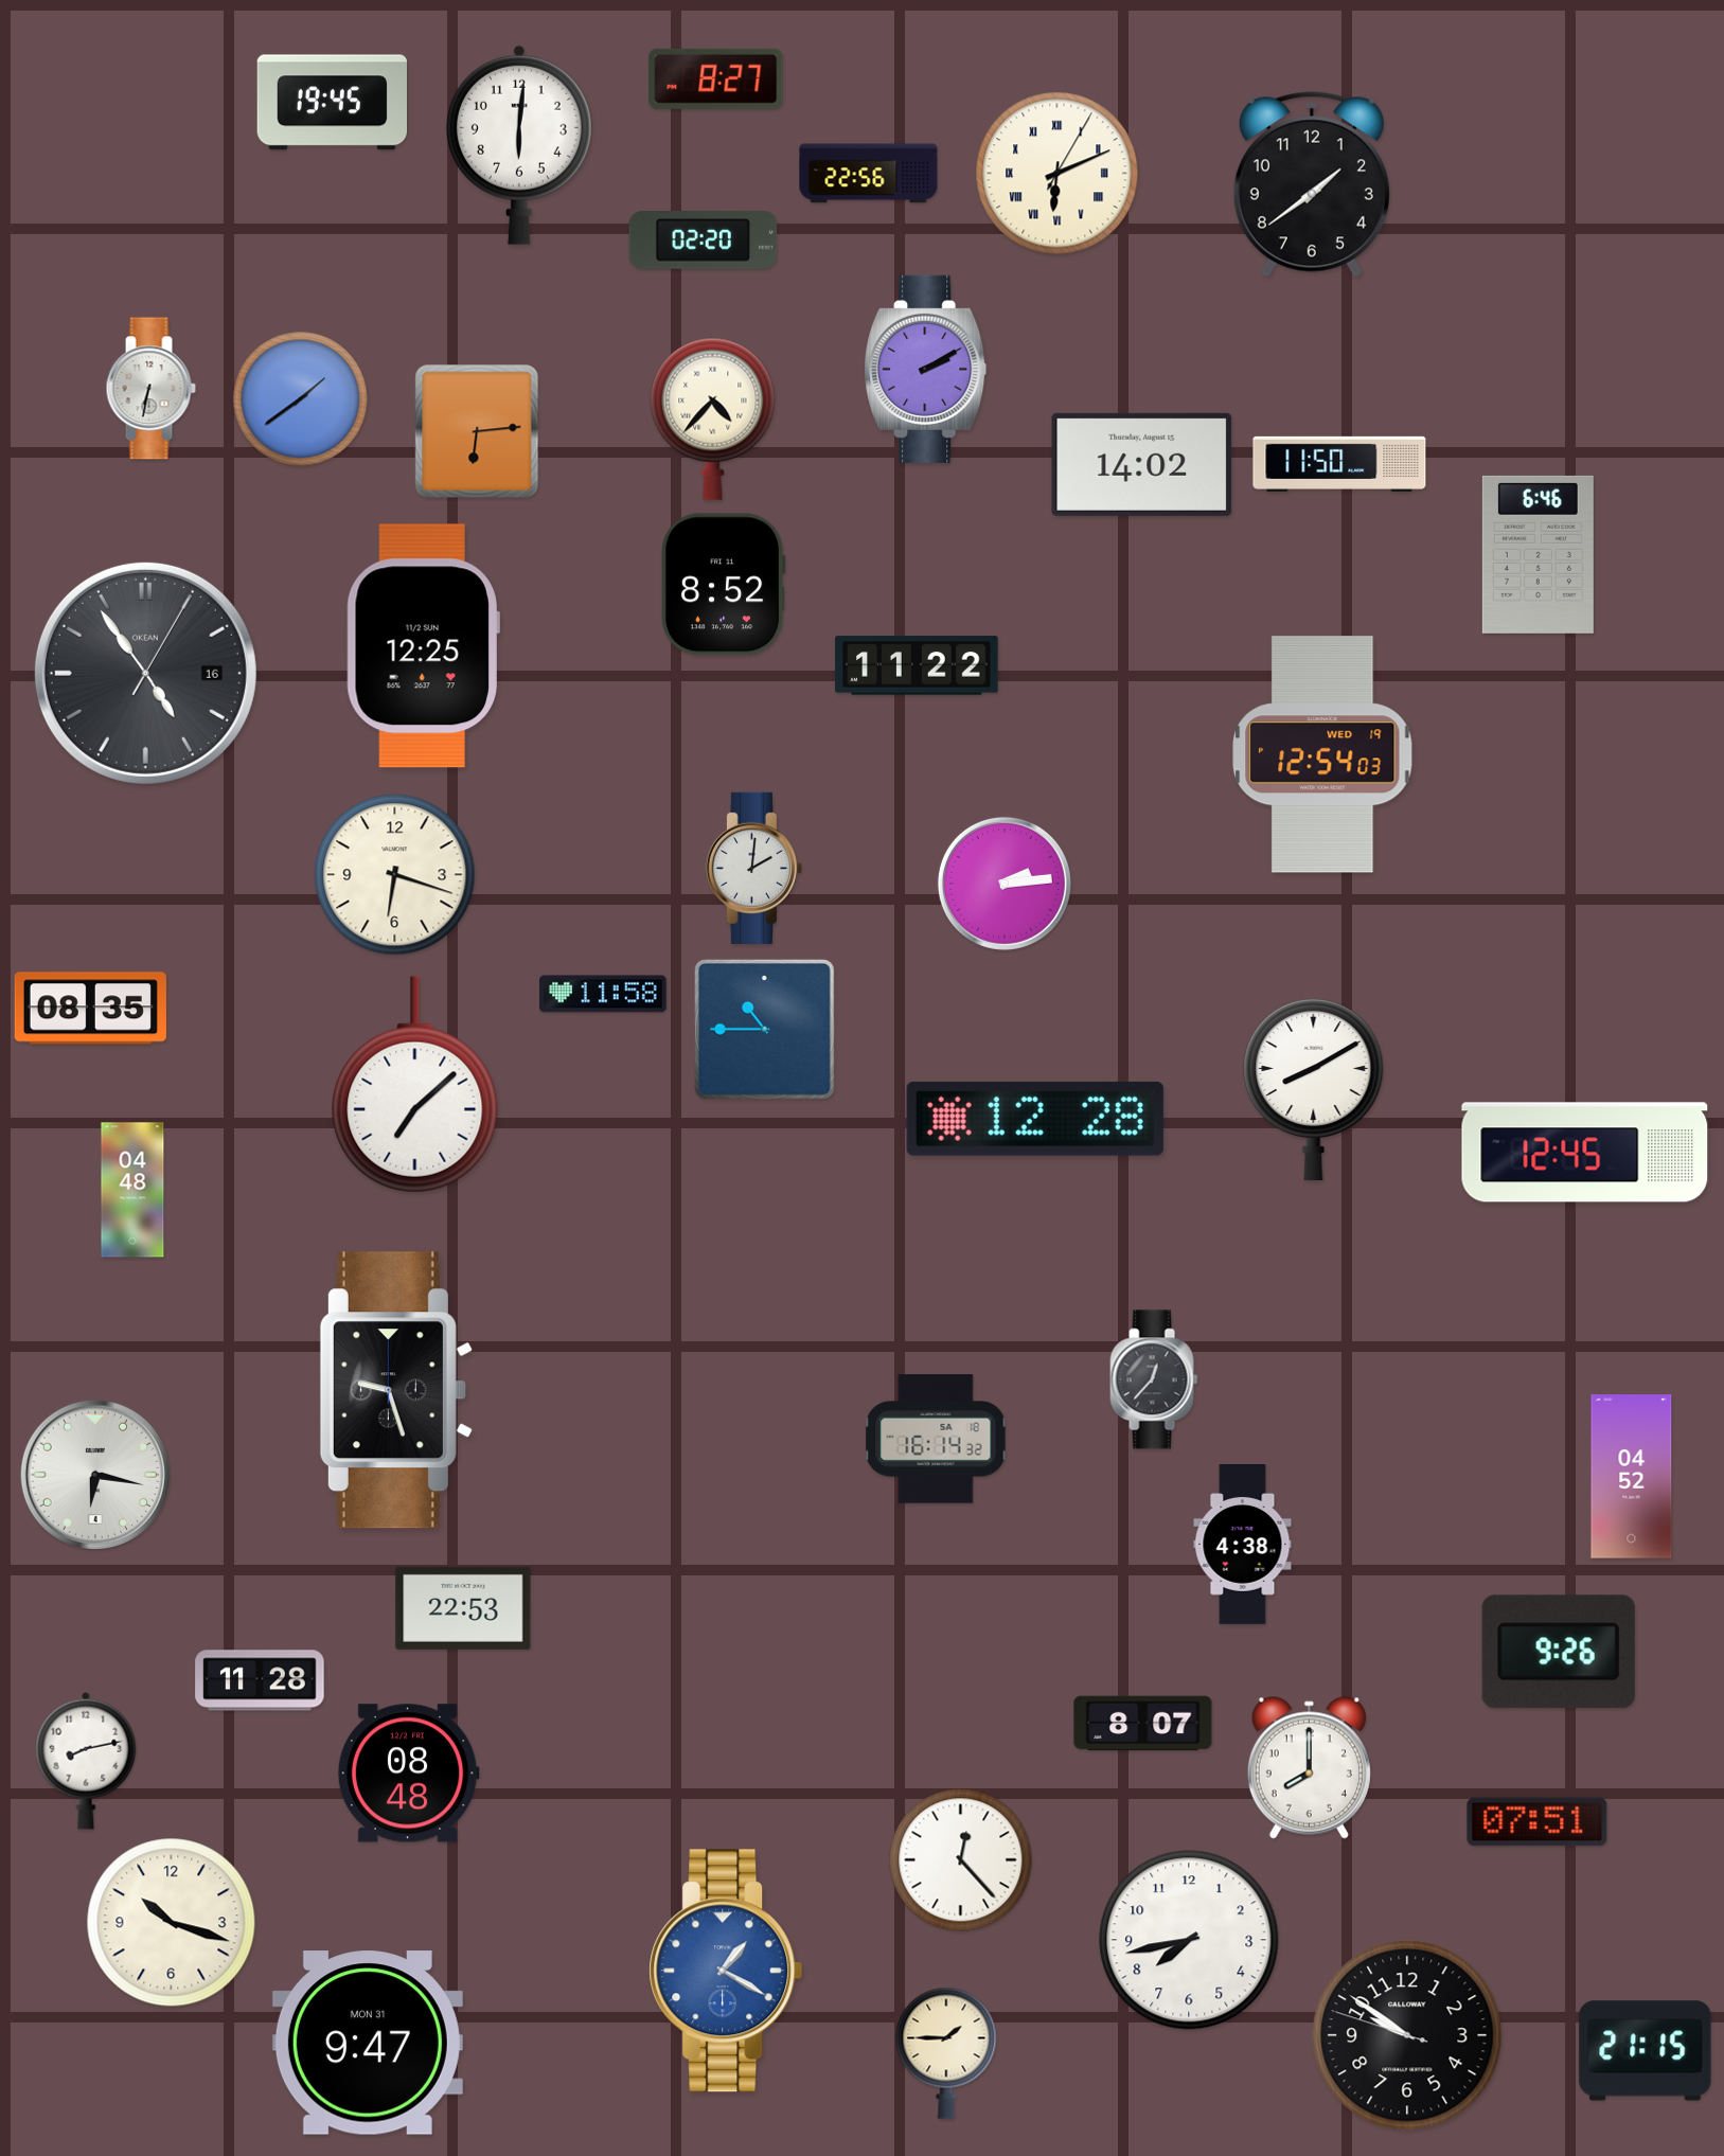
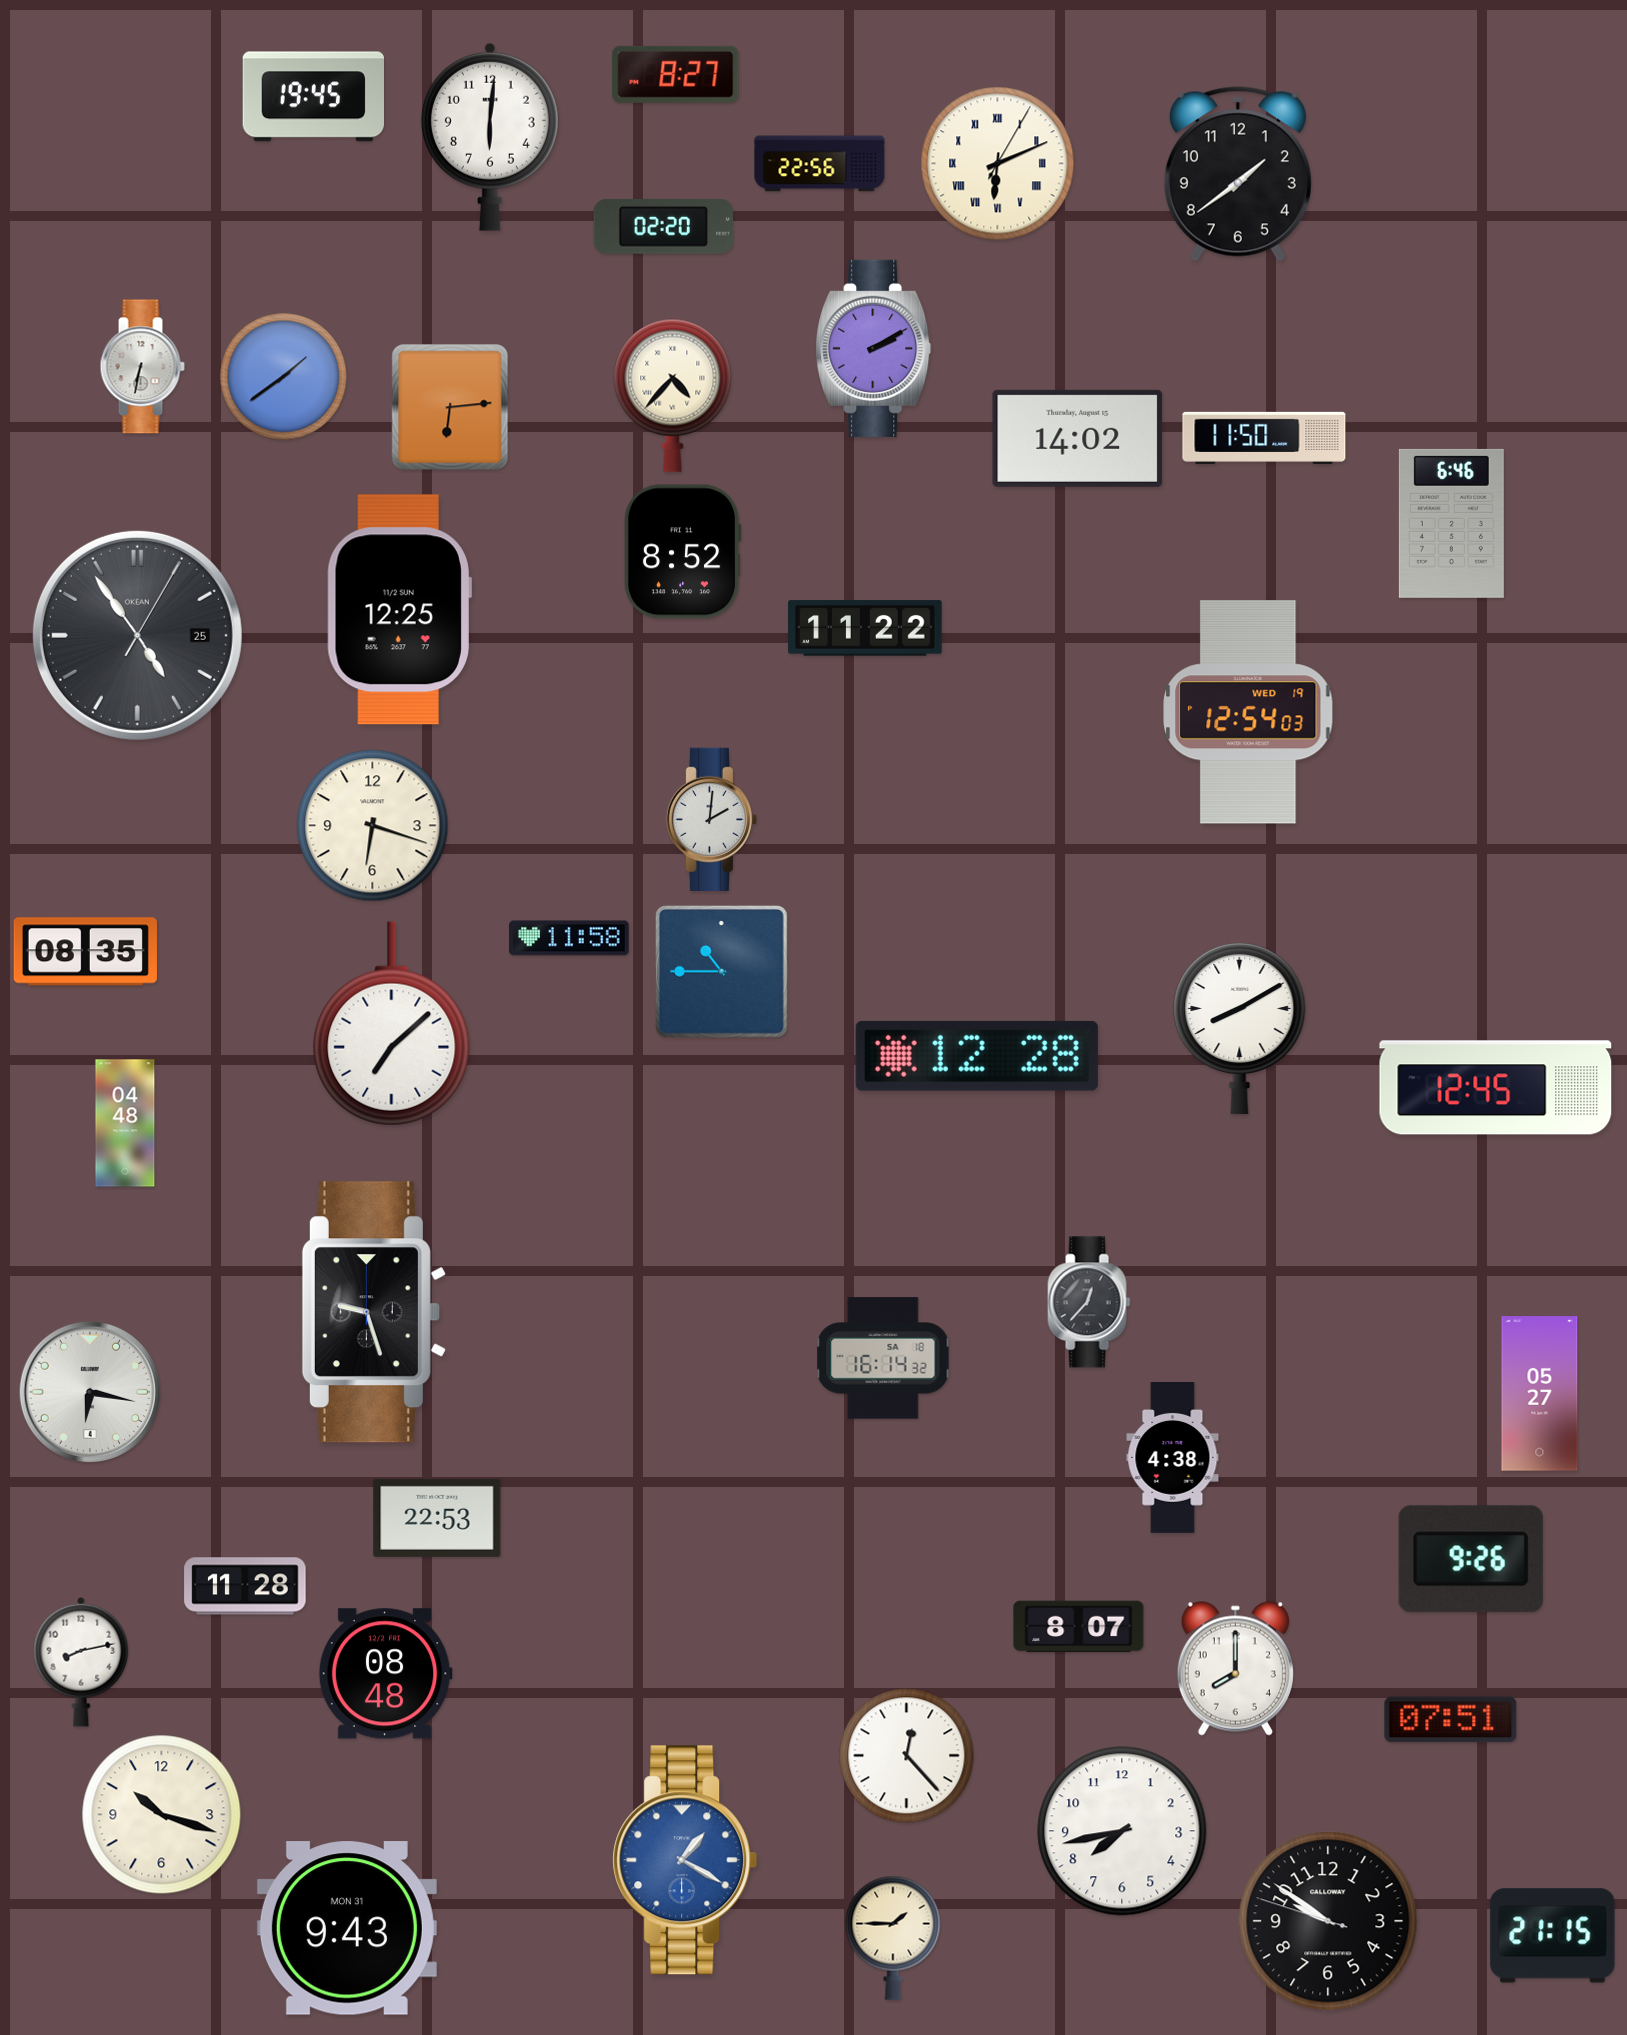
clock at (145, 673) date: 16 -> 25
clock at (1005, 884): 2:14 -> none
clock at (1632, 1477): 04:52 -> 05:27
clock at (368, 2043): 9:47 -> 9:43
